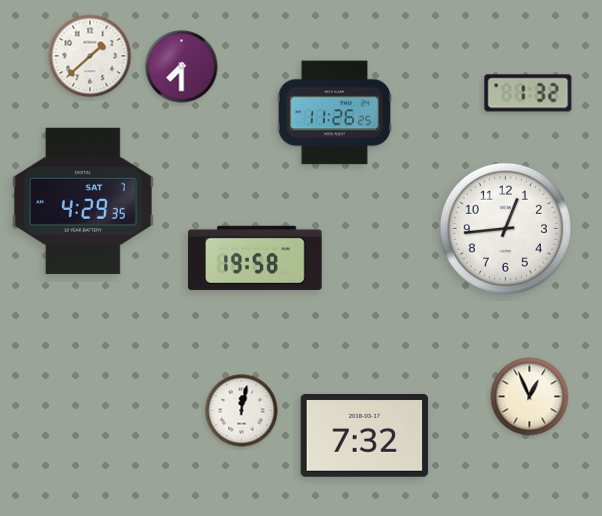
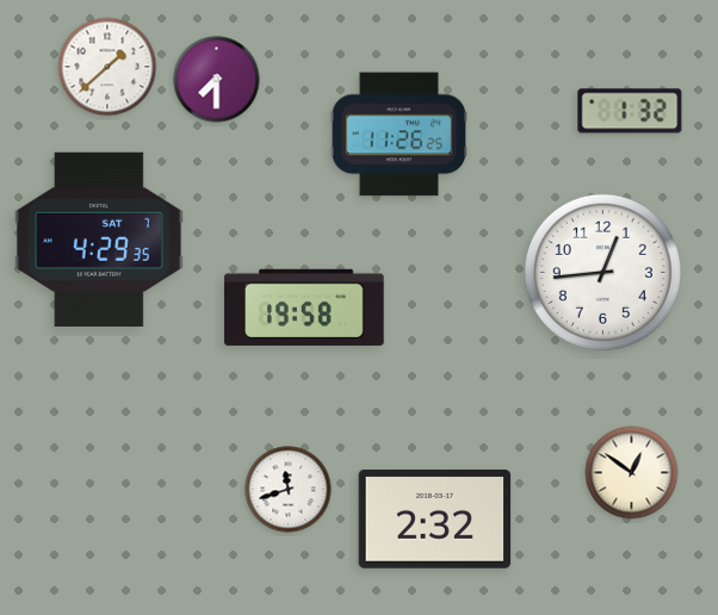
clock at (530, 397): 12:56 -> 12:51
clock at (242, 411): 12:02 -> 11:42
clock at (365, 436): 7:32 -> 2:32
